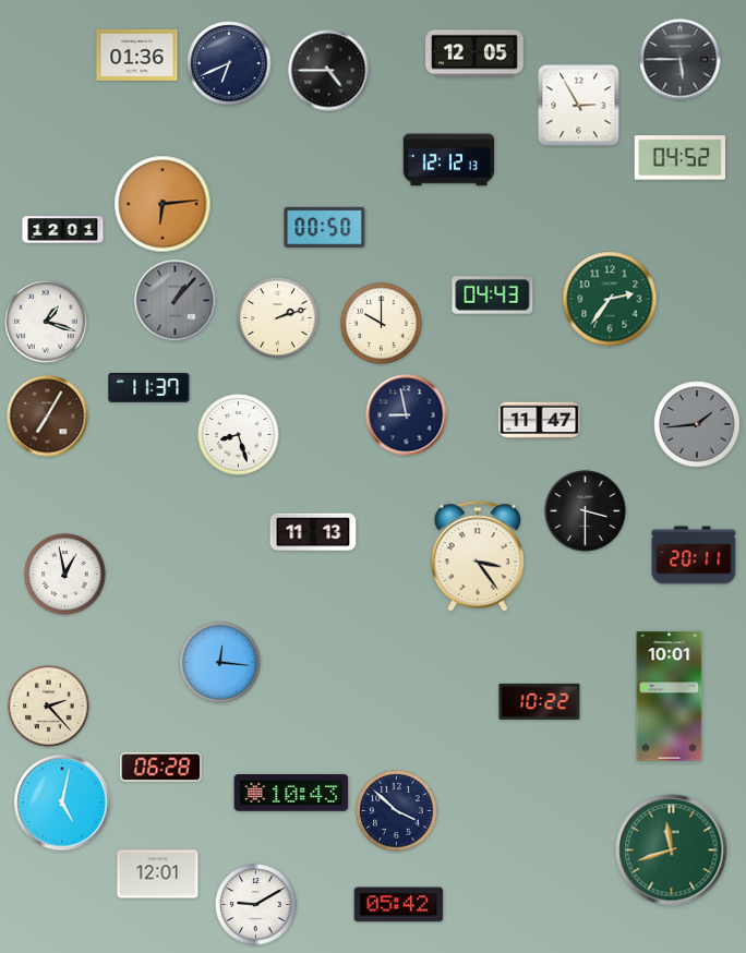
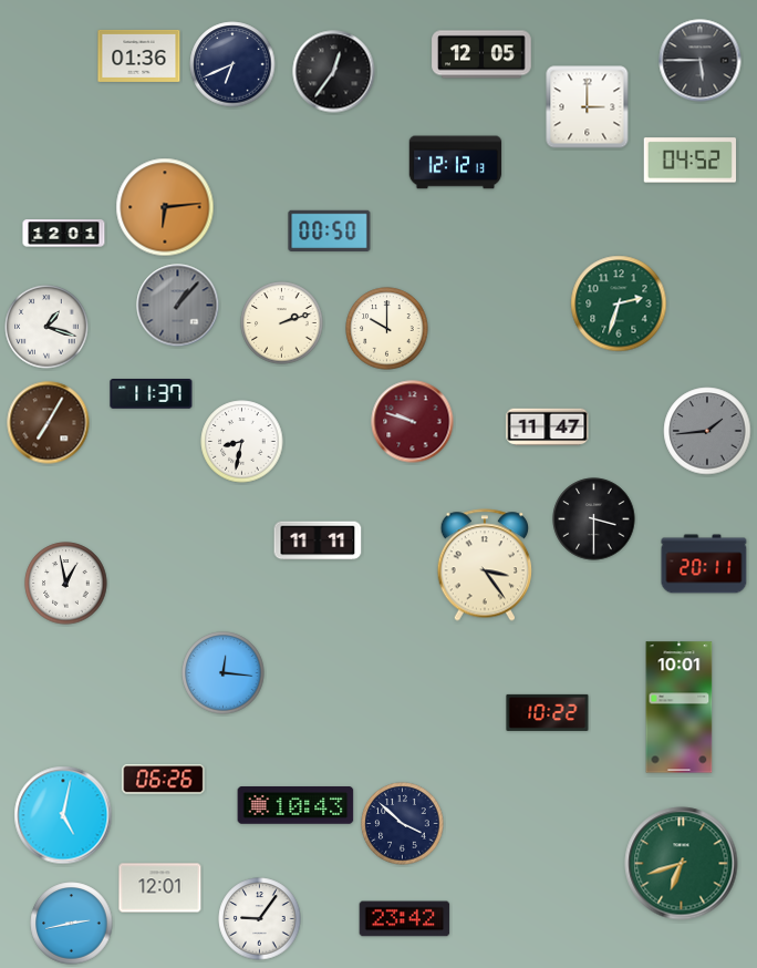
clock at (681, 60) position: (681, 60) -> (701, 61)
clock at (329, 71): 4:45 -> 12:36
clock at (579, 106): 2:55 -> 3:00
clock at (493, 295): 04:43 -> none
clock at (610, 299): 2:36 -> 2:33
clock at (407, 415): 8:58 -> 9:48
clock at (407, 415) dial: navy -> burgundy
clock at (239, 435): 8:27 -> 8:32
clock at (313, 532): 11:13 -> 11:11
clock at (49, 707): 2:23 -> none
clock at (161, 768): 06:28 -> 06:26
clock at (672, 851): 11:42 -> 6:42
clock at (256, 905): 9:10 -> 9:06
clock at (399, 905): 05:42 -> 23:42
clock at (72, 924): none -> 2:43
